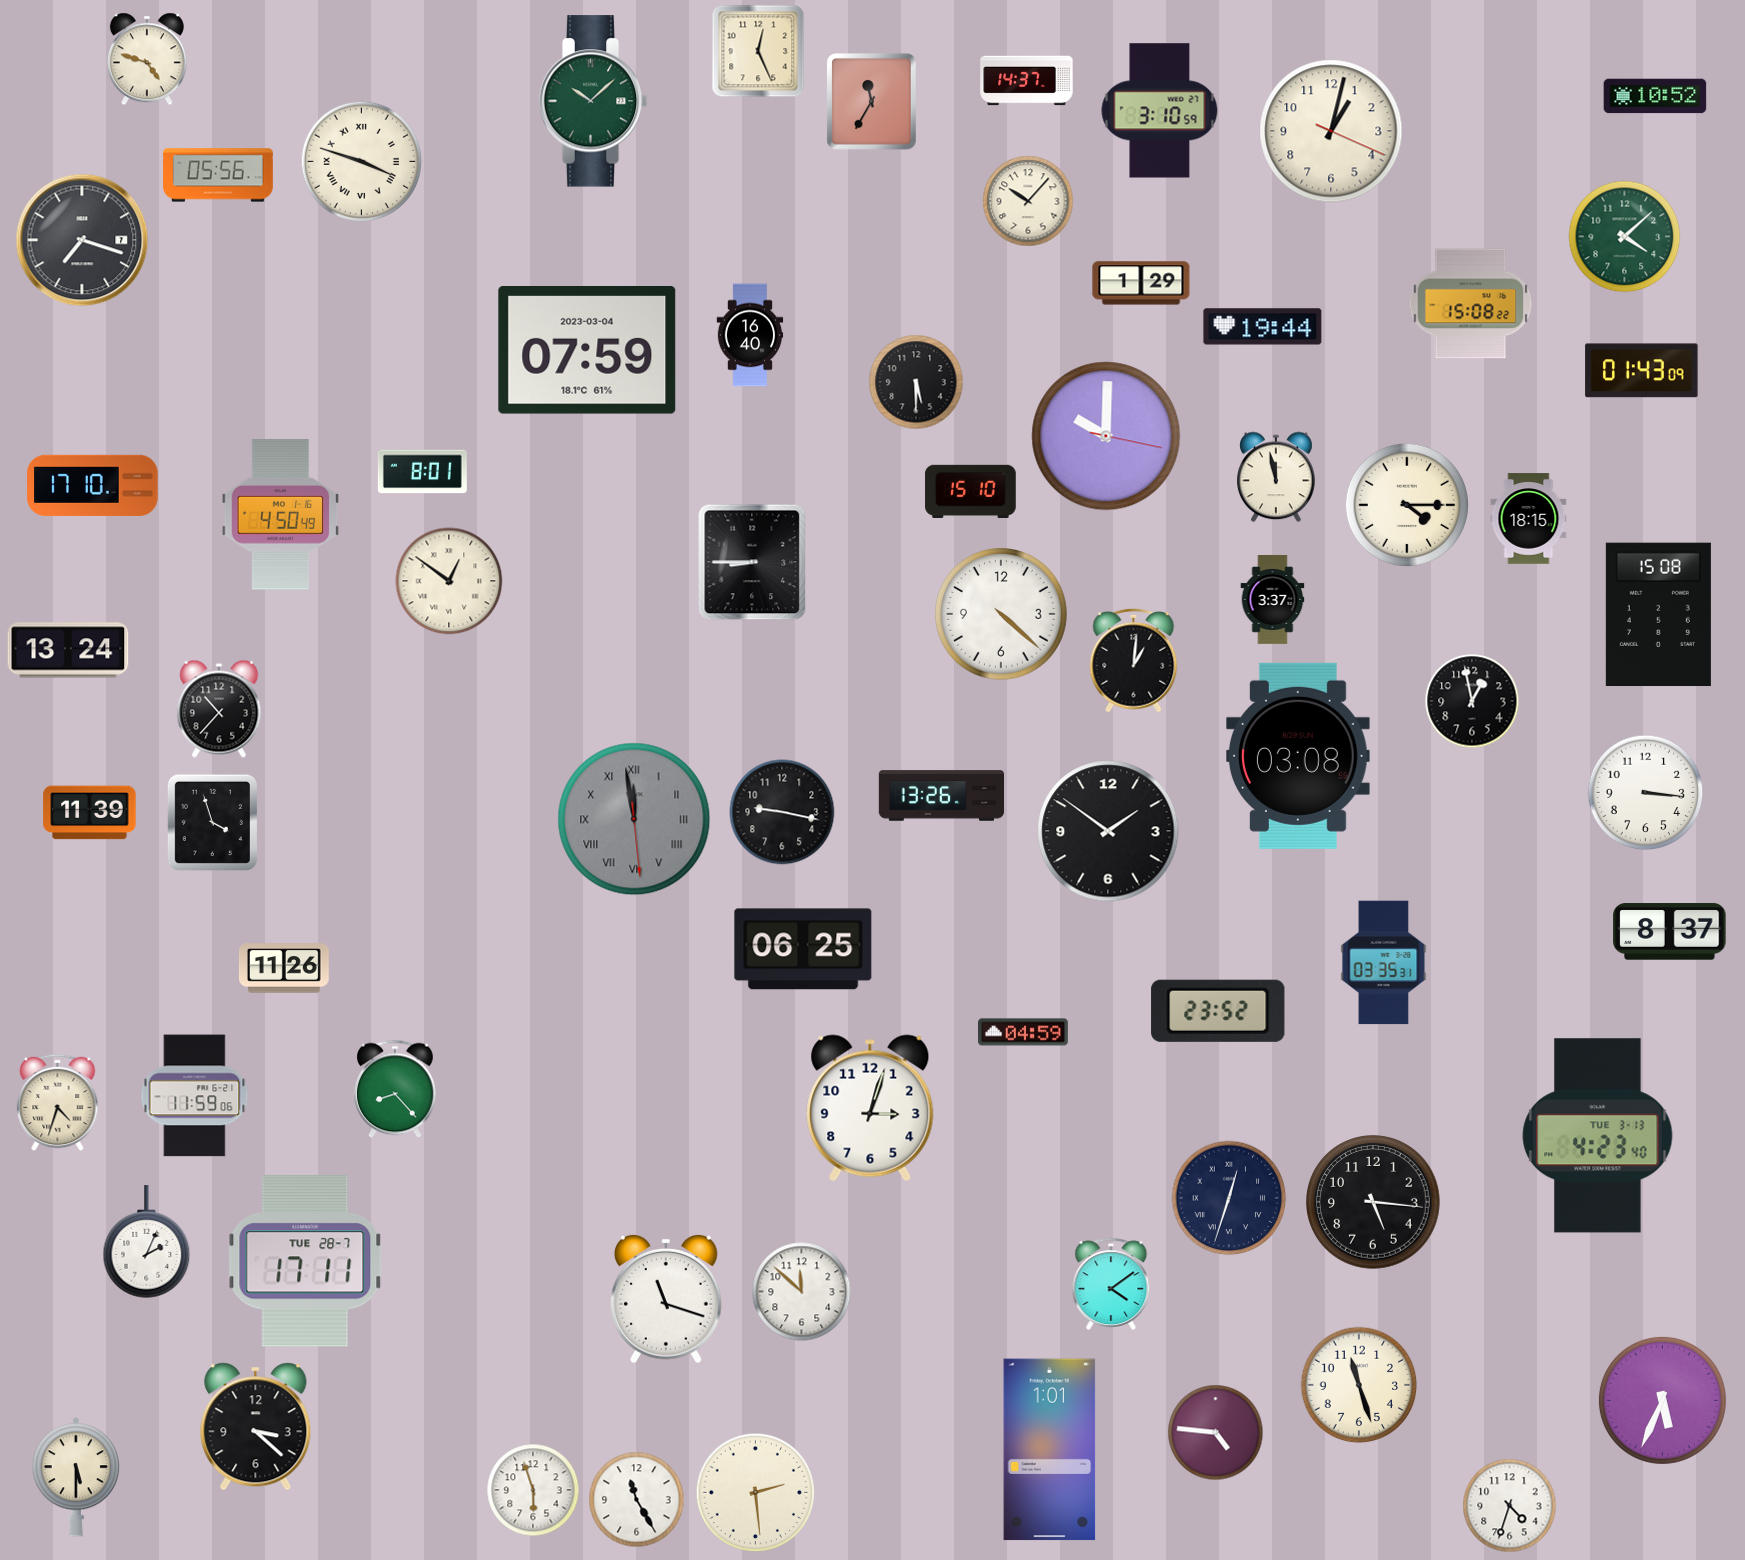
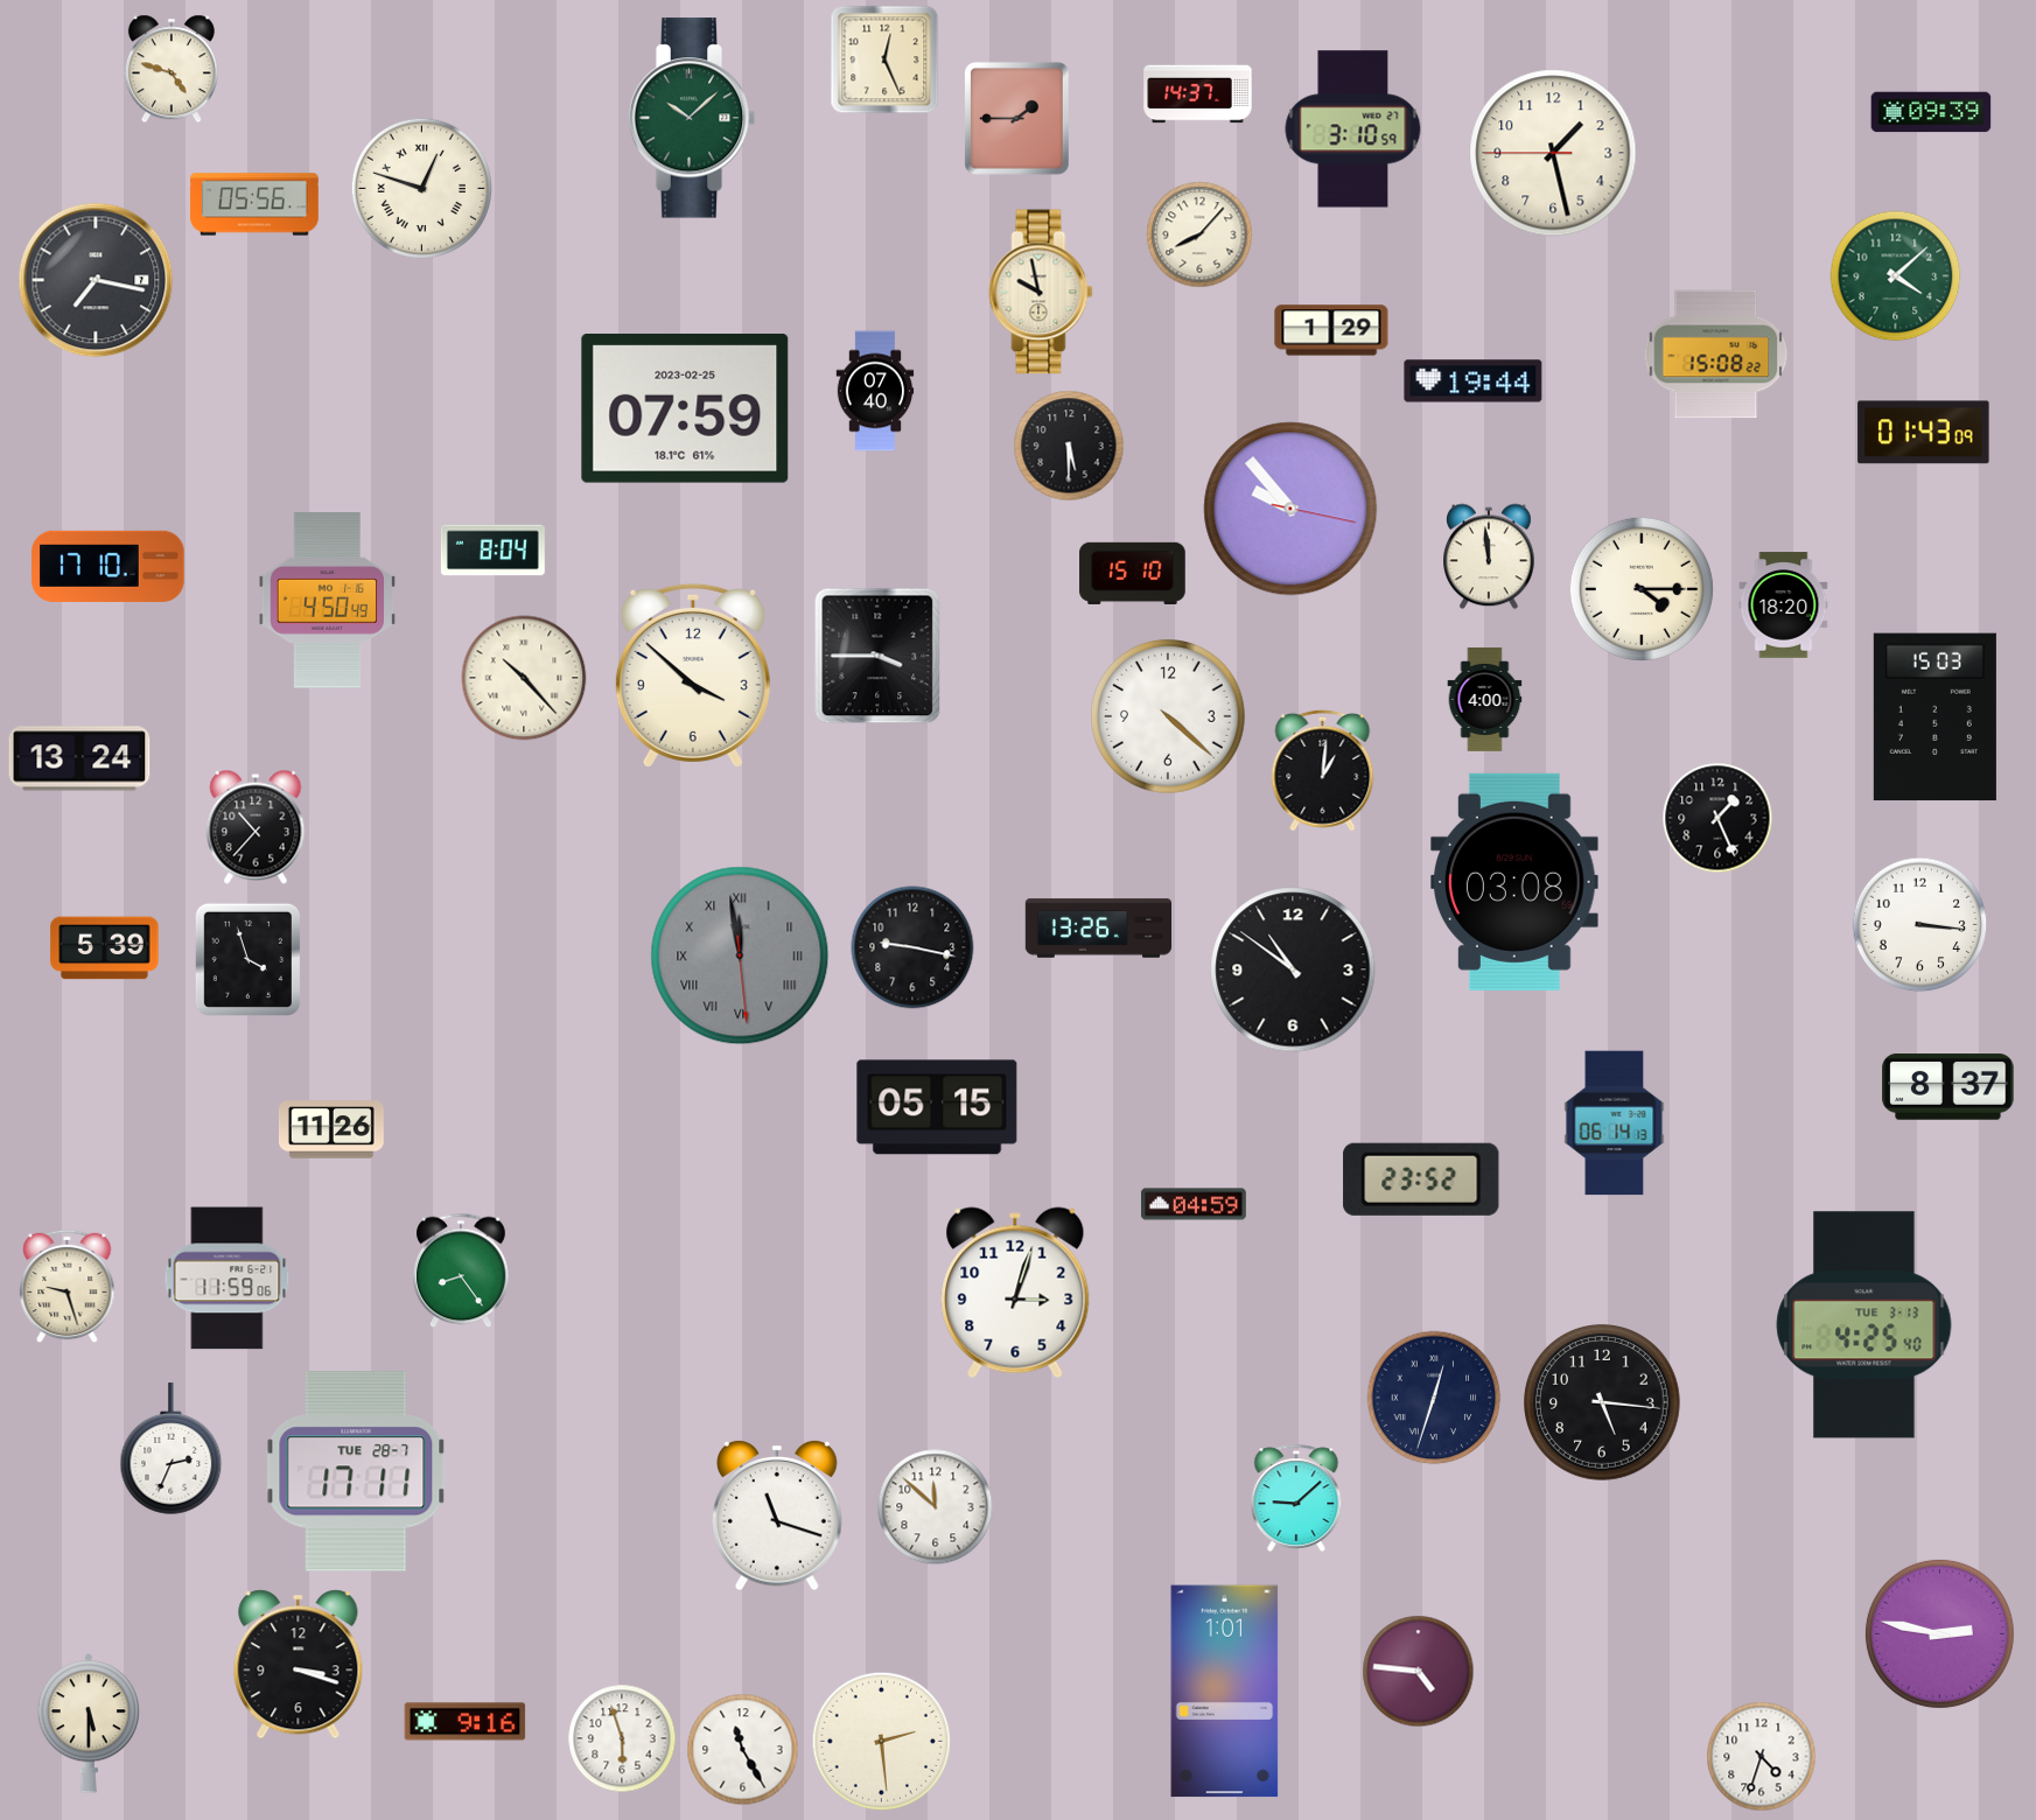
clock at (1655, 96): 10:52 -> 09:39
clock at (872, 102): 11:35 -> 1:45
clock at (1331, 131): 1:02 -> 1:27
clock at (361, 161): 3:48 -> 12:48
clock at (1028, 201): 10:07 -> 8:07
clock at (82, 240): 7:18 -> 7:17
clock at (1041, 292): none -> 9:58
clock at (750, 335): 16:40 -> 07:40
clock at (587, 351) date: 2023-03-04 -> 2023-02-25
clock at (1642, 371) position: (1642, 371) -> (1924, 433)
clock at (1106, 436): 10:00 -> 9:53
clock at (422, 472): 8:01 -> 8:04
clock at (1277, 477): 11:58 -> 11:59
clock at (1529, 519): 18:15 -> 18:20
clock at (752, 562): 8:45 -> 3:45
clock at (693, 675): none -> 3:52
clock at (449, 581): 12:51 -> 10:23
clock at (1273, 599): 3:37 -> 4:00
clock at (1658, 615): 15:08 -> 15:03
clock at (1472, 701): 12:58 -> 1:26
clock at (90, 813): 11:39 -> 5:39
clock at (1108, 831): 1:51 -> 10:51
clock at (803, 949): 06:25 -> 05:15
clock at (1384, 963): 03:35 -> 06:14
clock at (396, 1089): 8:23 -> 8:24
clock at (58, 1103): 4:33 -> 9:27
clock at (1598, 1136): 4:23 -> 4:25
clock at (147, 1242): 2:04 -> 2:34
clock at (1111, 1283): 4:09 -> 9:08
clock at (1359, 1385): 11:27 -> none
clock at (1662, 1400): 5:34 -> 2:47
clock at (256, 1427): 3:22 -> 3:18
clock at (466, 1722): none -> 9:16
